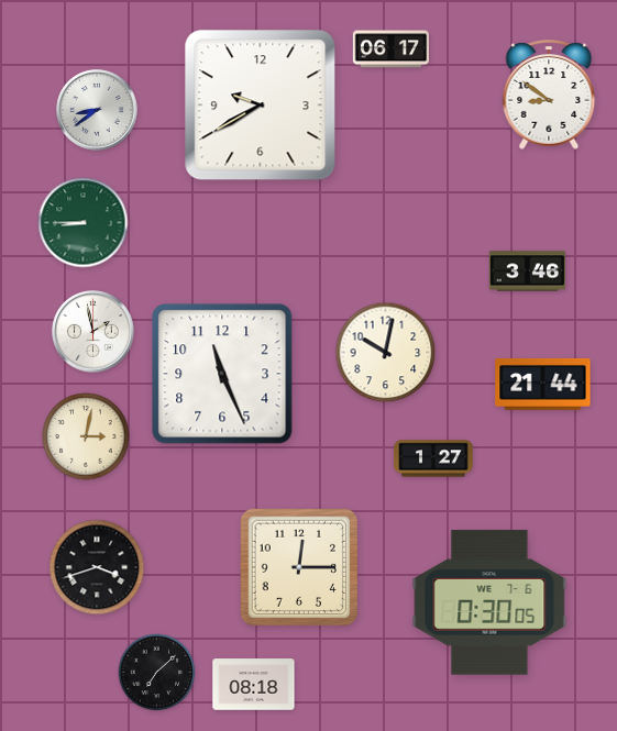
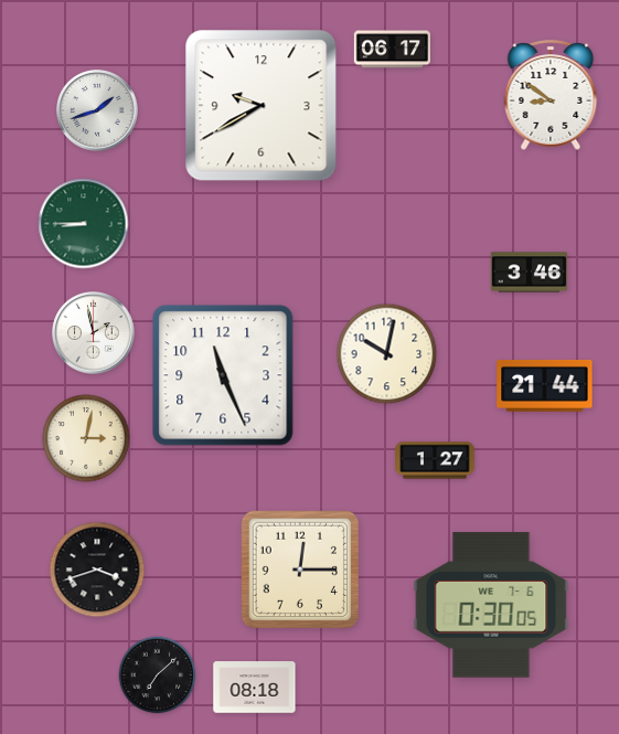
clock at (97, 110): 8:39 -> 1:42
